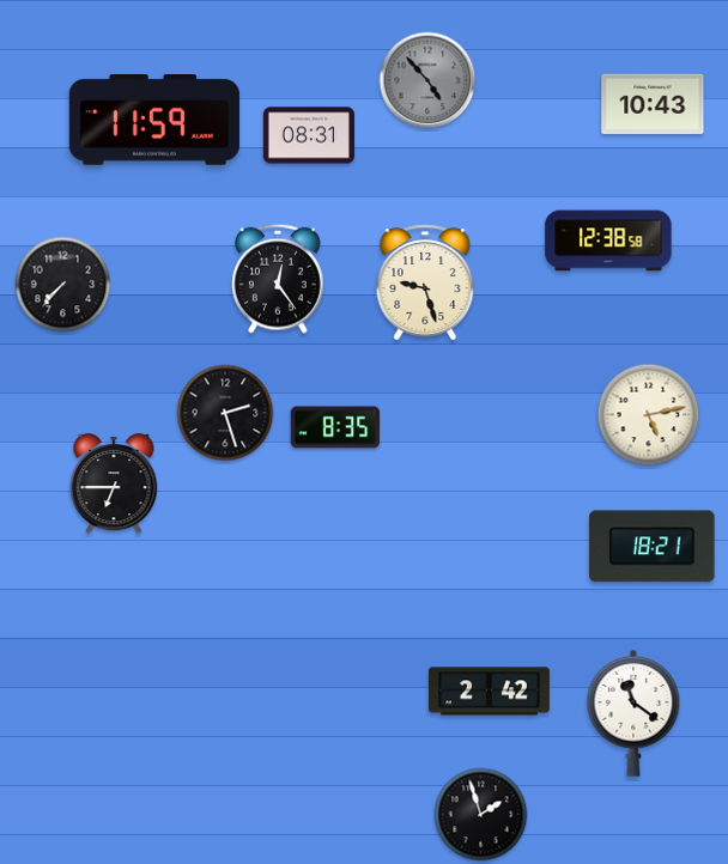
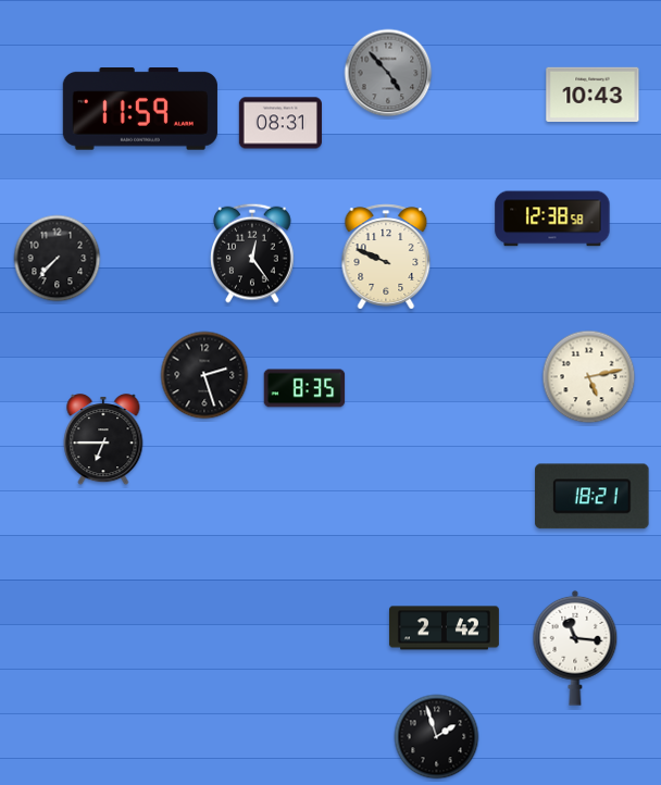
clock at (425, 282): 9:27 -> 9:49
clock at (633, 713): 11:21 -> 11:16
clock at (481, 815) position: (481, 815) -> (437, 737)
